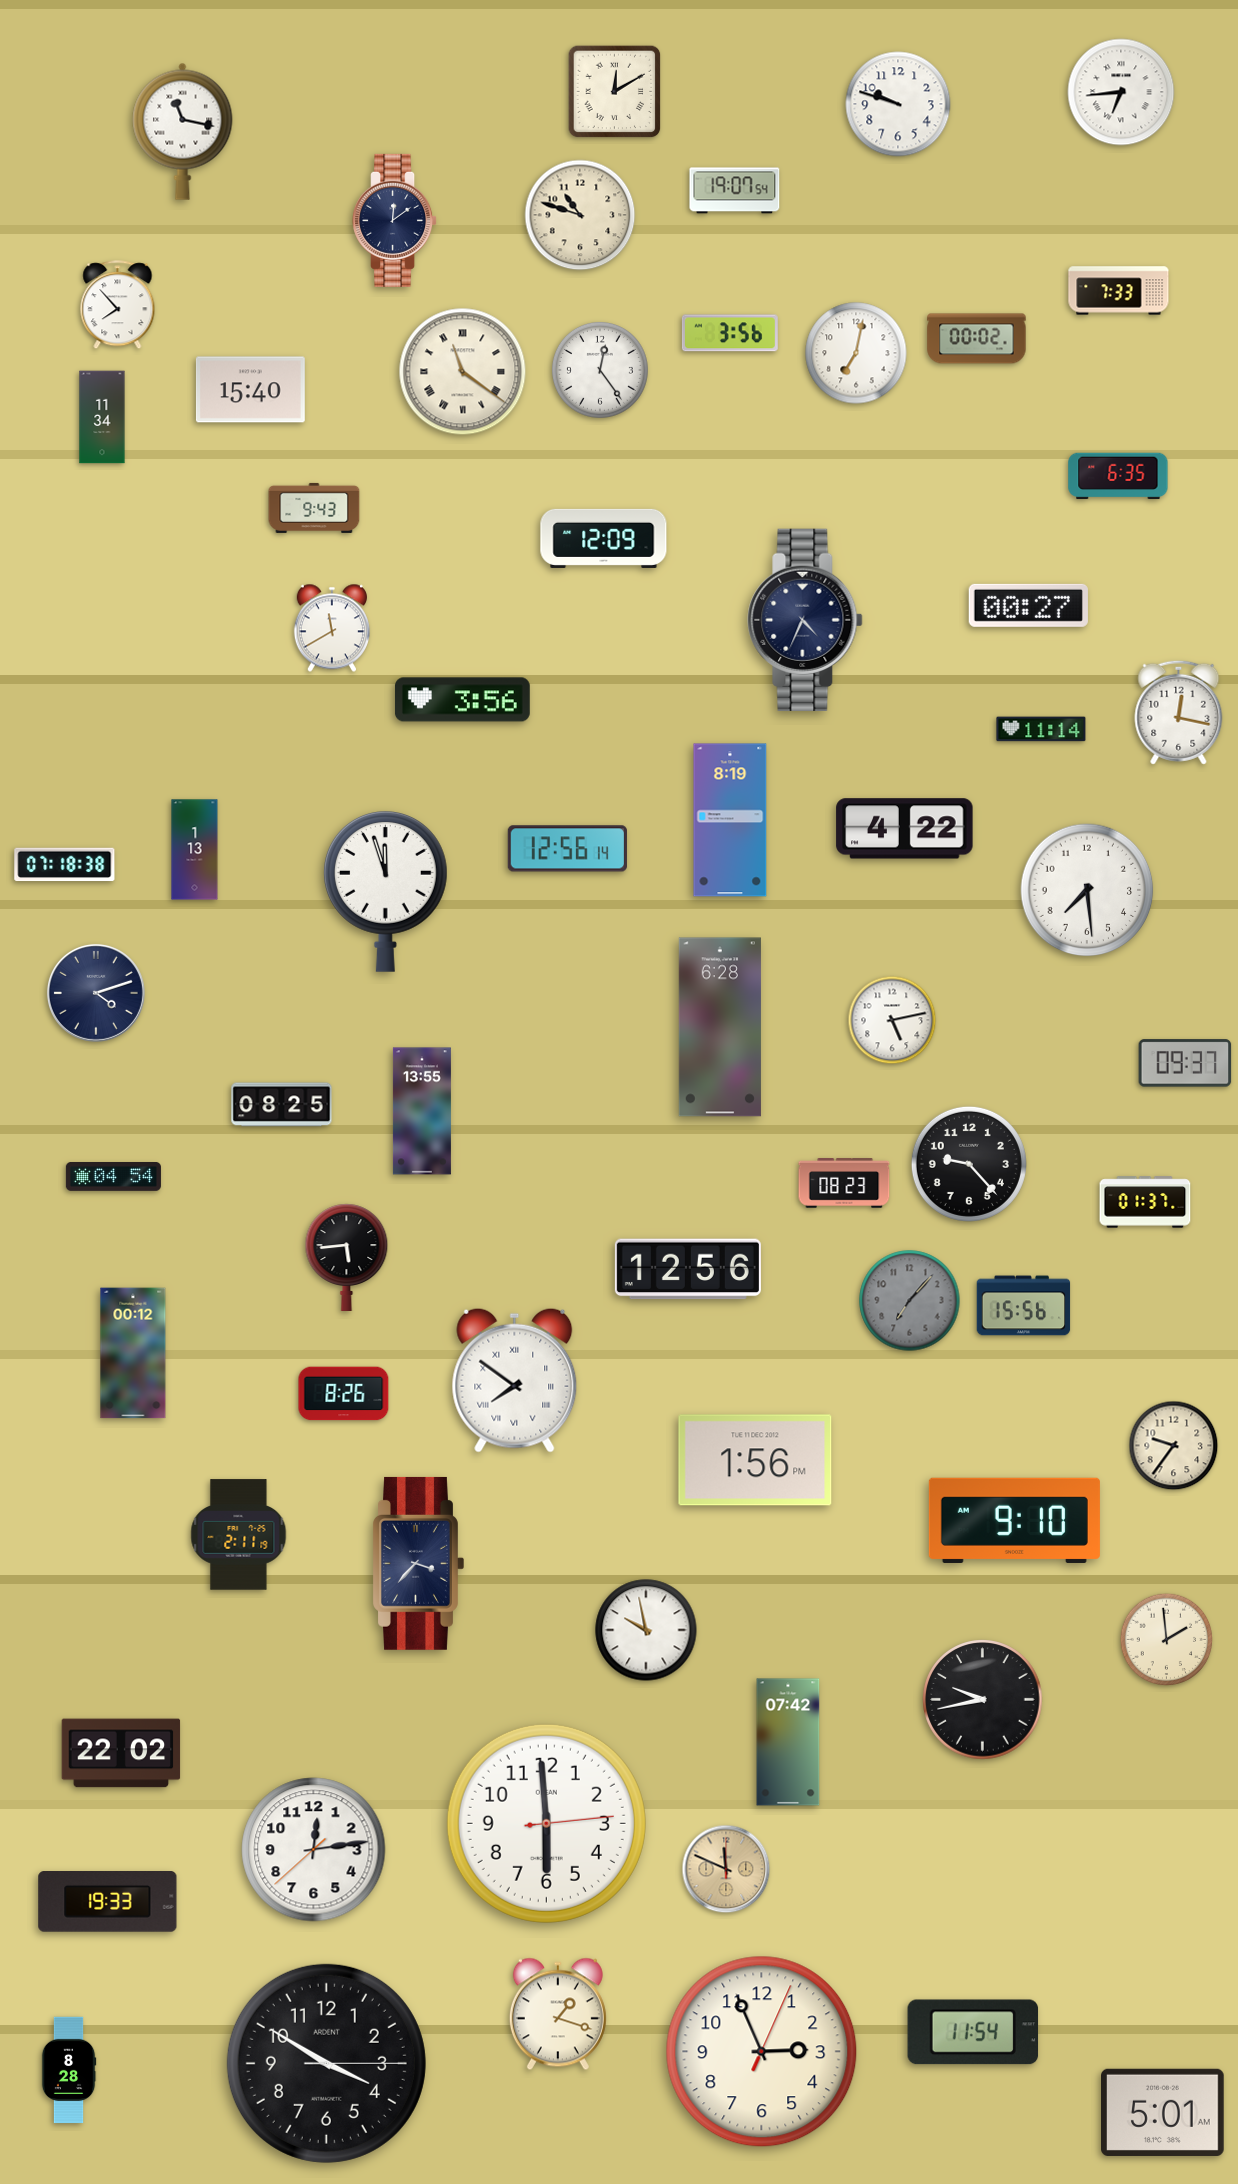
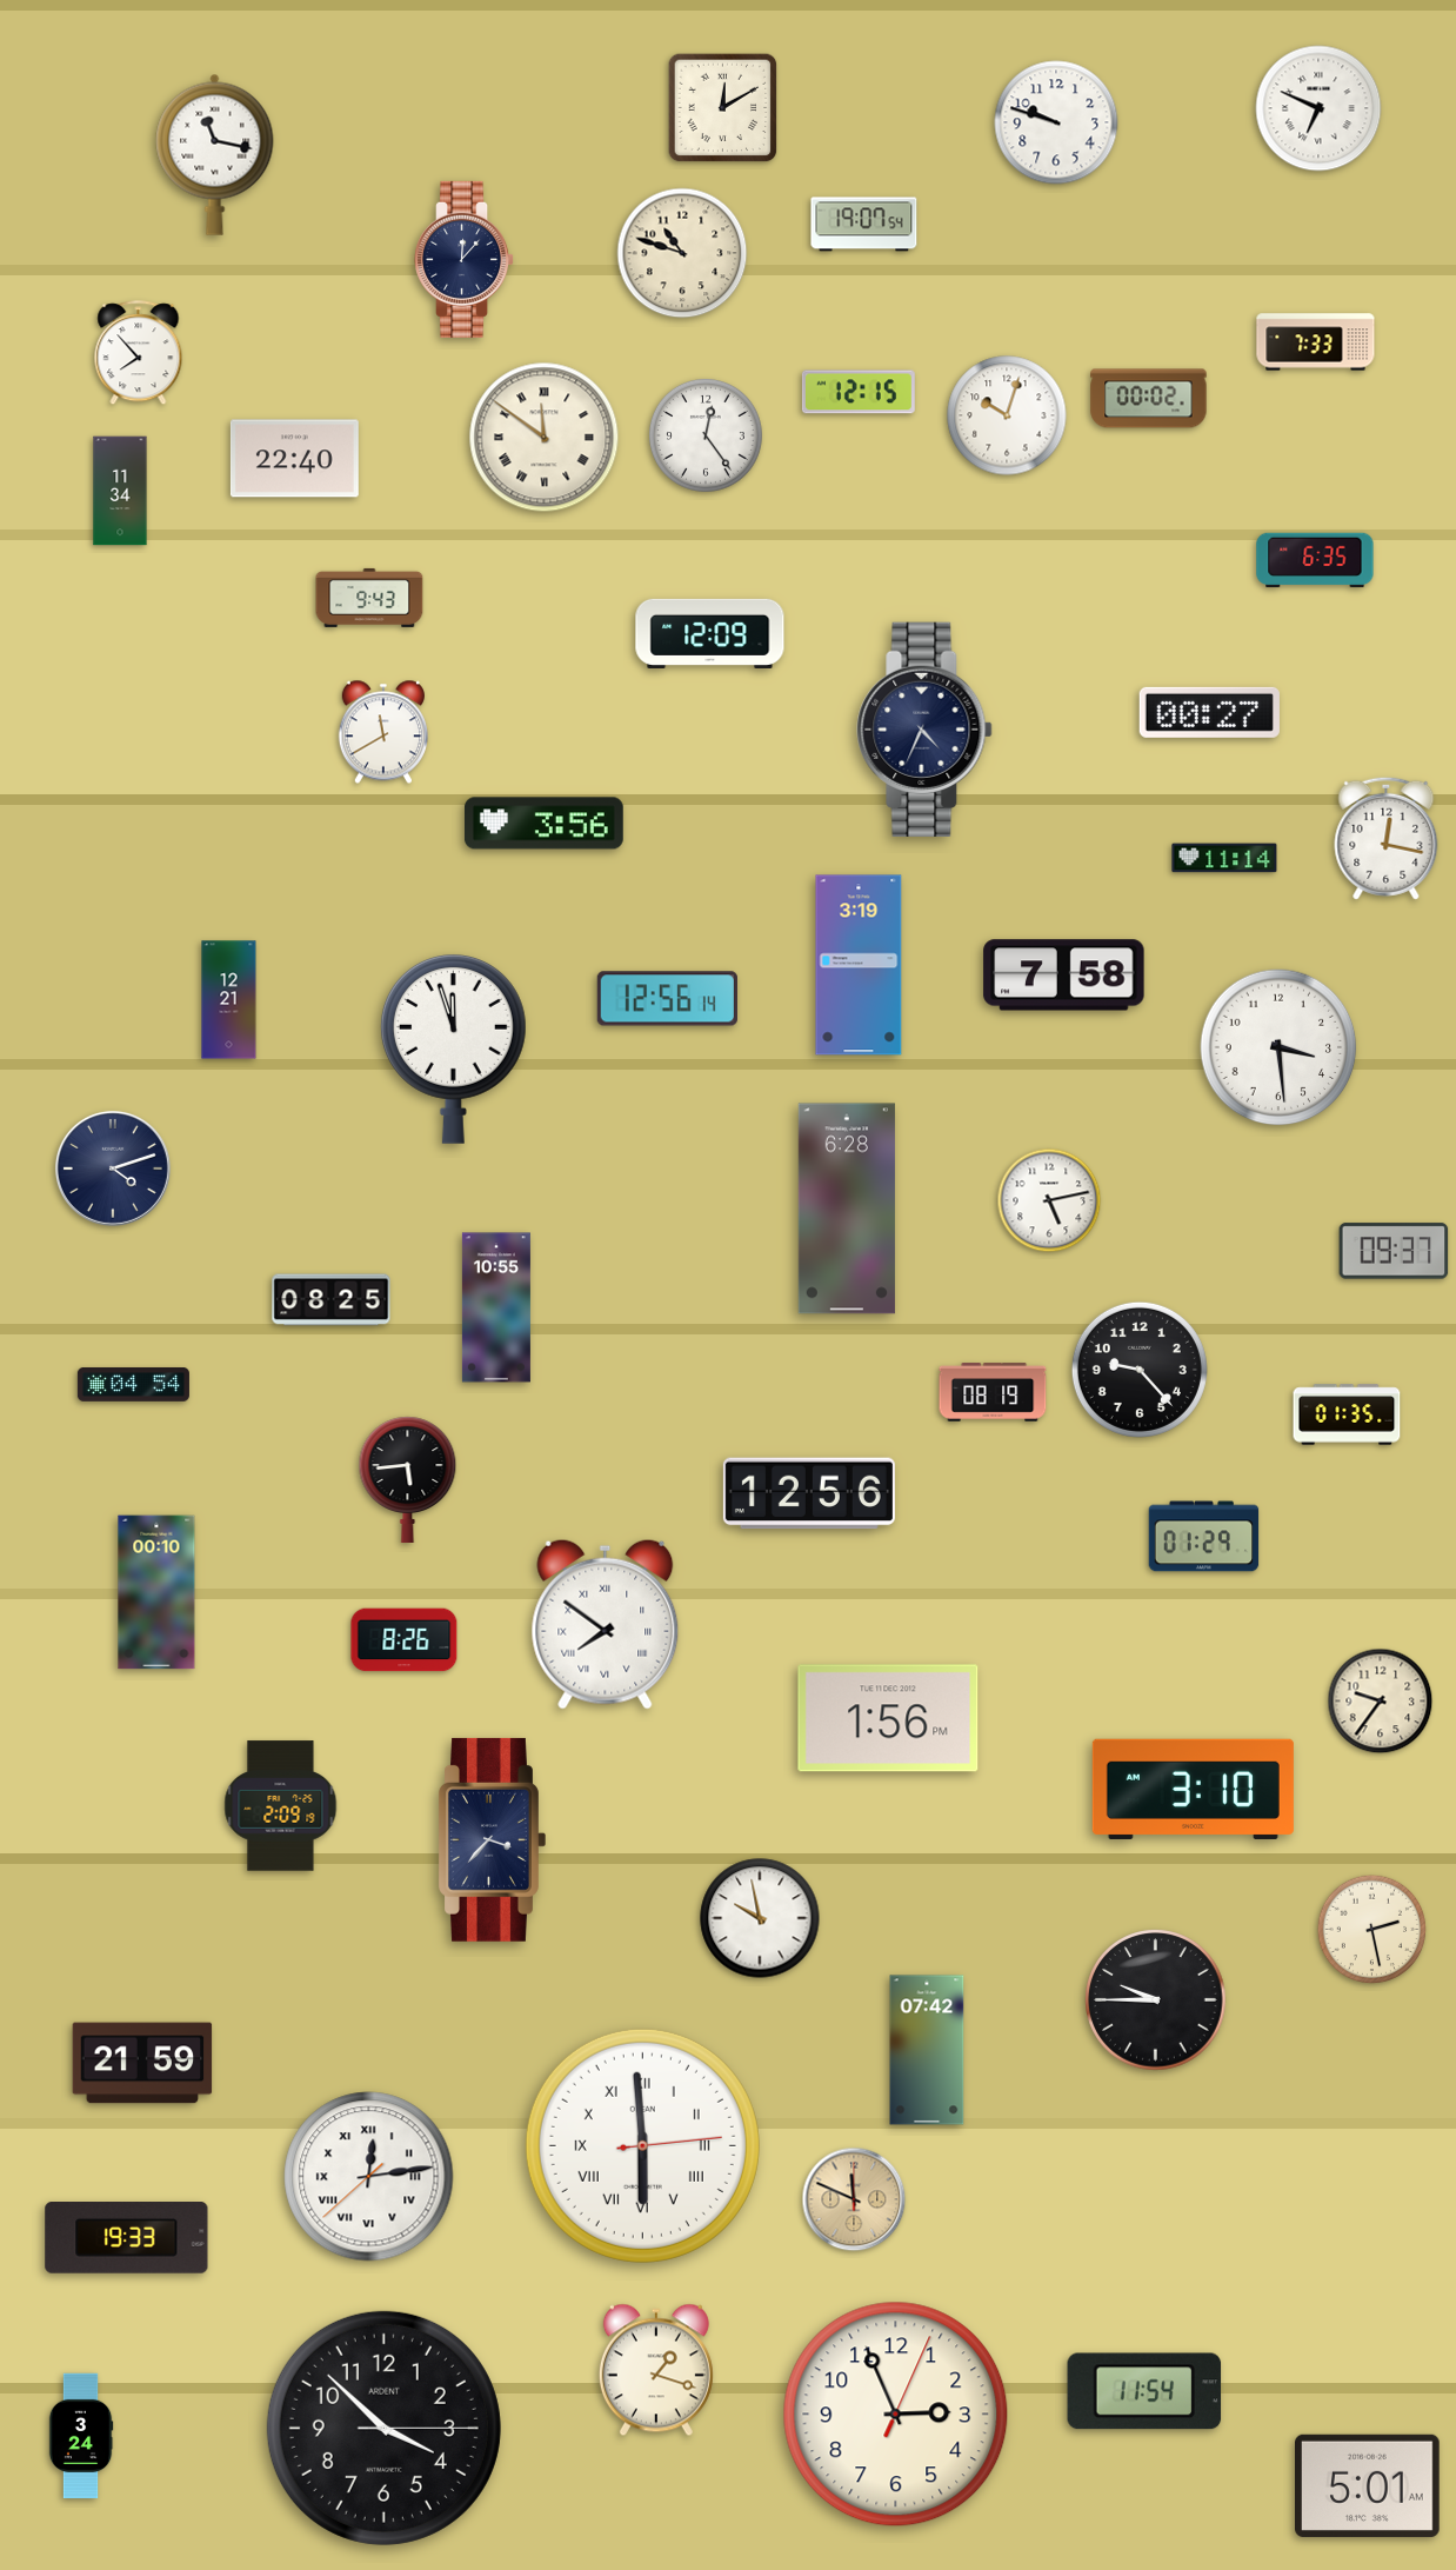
clock at (1121, 92): 6:44 -> 6:49
clock at (395, 220): 12:09 -> 12:07
clock at (118, 305) position: (118, 305) -> (139, 353)
clock at (730, 333): 3:56 -> 12:15
clock at (856, 353): 7:02 -> 10:03
clock at (463, 372): 11:21 -> 11:51
clock at (250, 390): 15:40 -> 22:40
clock at (805, 620) position: (805, 620) -> (924, 730)
clock at (332, 628) position: (332, 628) -> (383, 732)
clock at (730, 820): 8:19 -> 3:19
clock at (905, 829): 4:22 -> 7:58
clock at (195, 850): 1:13 -> 12:21
clock at (65, 865): 07:18 -> none
clock at (1087, 890): 7:29 -> 3:29
clock at (422, 1111): 13:55 -> 10:55
clock at (844, 1183): 08:23 -> 08:19
clock at (1145, 1202): 01:37 -> 01:35
clock at (910, 1301): 7:07 -> none
clock at (1024, 1306): 15:56 -> 01:29
clock at (133, 1353): 00:12 -> 00:10
clock at (1014, 1520): 9:10 -> 3:10
clock at (239, 1535): 2:11 -> 2:09
clock at (1167, 1640): 1:59 -> 2:28
clock at (983, 1700): 9:43 -> 9:45
clock at (121, 1753): 22:02 -> 21:59
clock at (546, 1823) numerals: Arabic -> Roman
clock at (314, 1850) numerals: Arabic -> Roman
clock at (326, 2063): 3:50 -> 3:52
clock at (69, 2070): 8:28 -> 3:24
